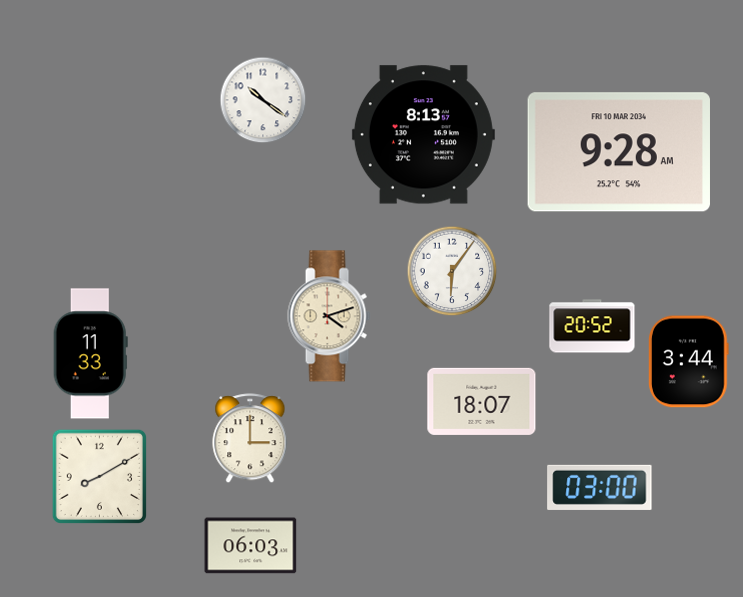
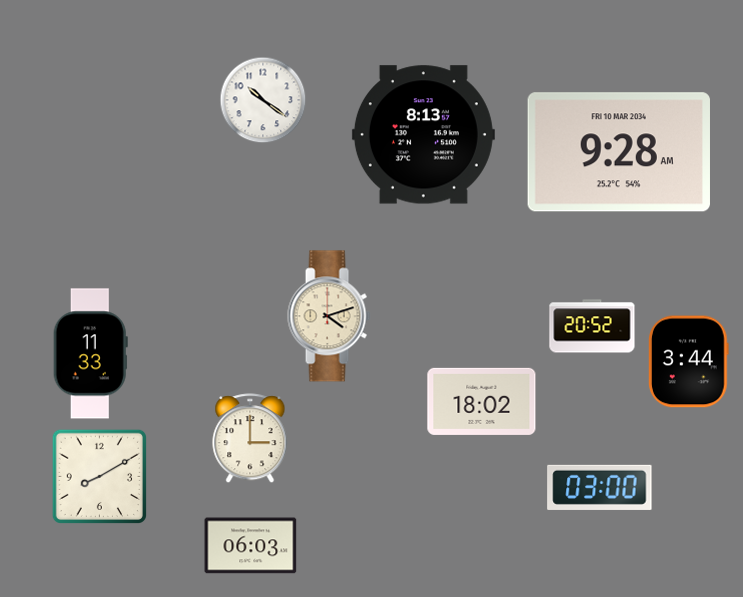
clock at (452, 271): 6:06 -> none
clock at (482, 401): 18:07 -> 18:02
